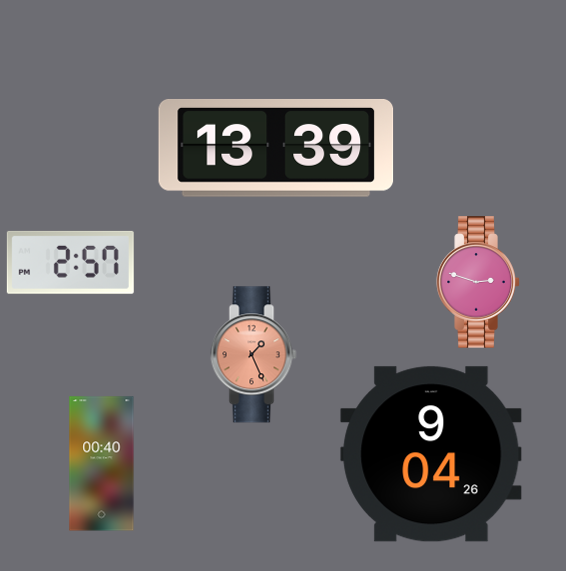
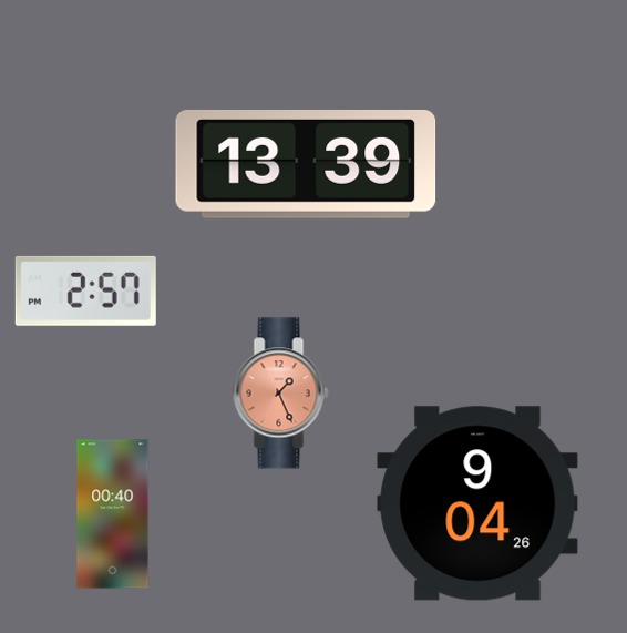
clock at (70, 262) position: (70, 262) -> (85, 290)
clock at (478, 282): 2:48 -> none
